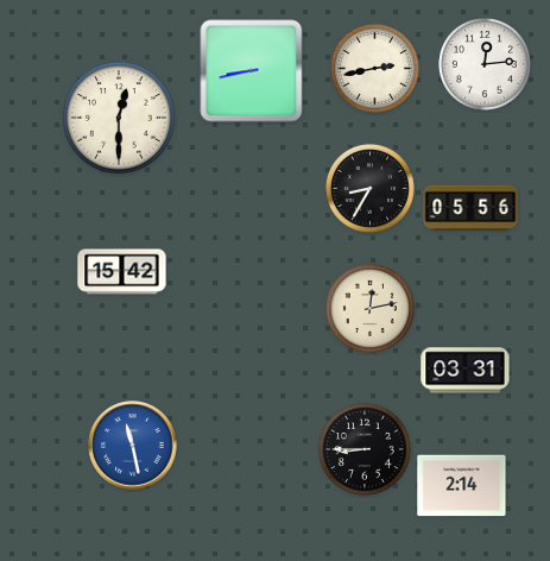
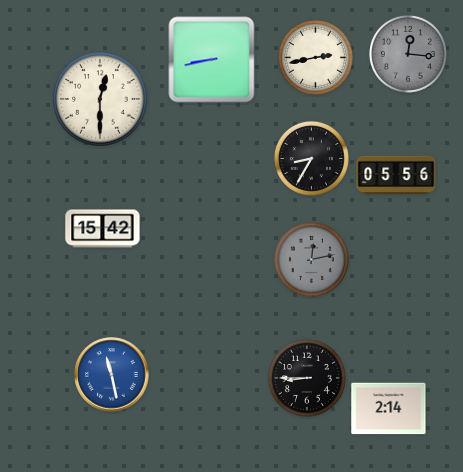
clock at (485, 64): 12:14 -> 12:16
clock at (485, 64) dial: white -> grey
clock at (369, 308) dial: cream -> grey
clock at (466, 371): 03:31 -> none
